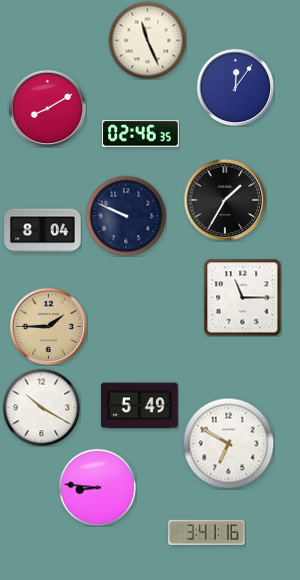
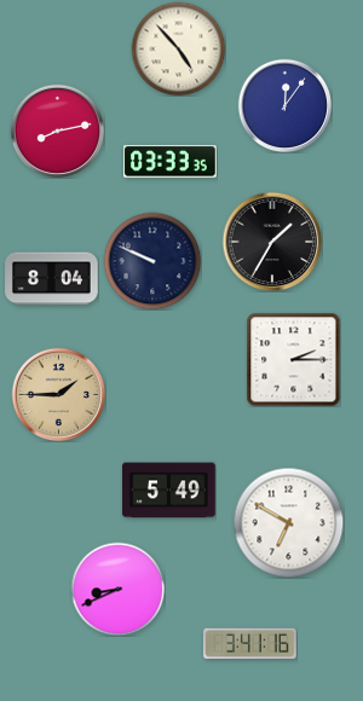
clock at (147, 40): 11:26 -> 4:53
clock at (47, 108): 8:10 -> 8:13
clock at (141, 134): 02:46 -> 03:33
clock at (242, 297): 11:15 -> 2:15
clock at (41, 407): 10:20 -> none
clock at (228, 443) position: (228, 443) -> (288, 522)
clock at (97, 487): 8:46 -> 8:41
